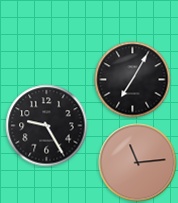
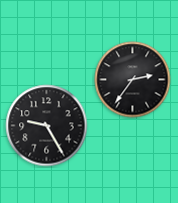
clock at (133, 80): 7:05 -> 2:36
clock at (138, 163): 11:14 -> none
